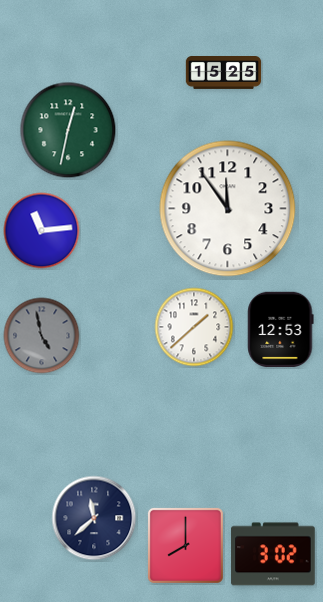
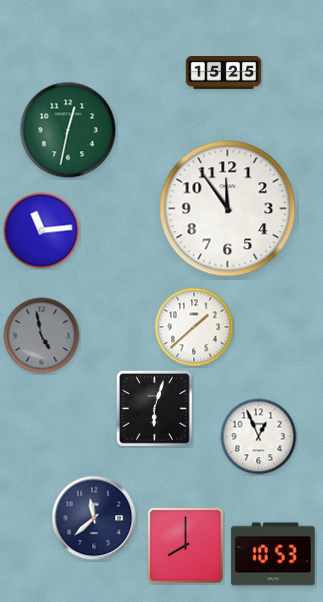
clock at (281, 329): 12:53 -> none
clock at (154, 408): none -> 6:03
clock at (259, 437): none -> 12:56
clock at (273, 554): 3:02 -> 10:53
